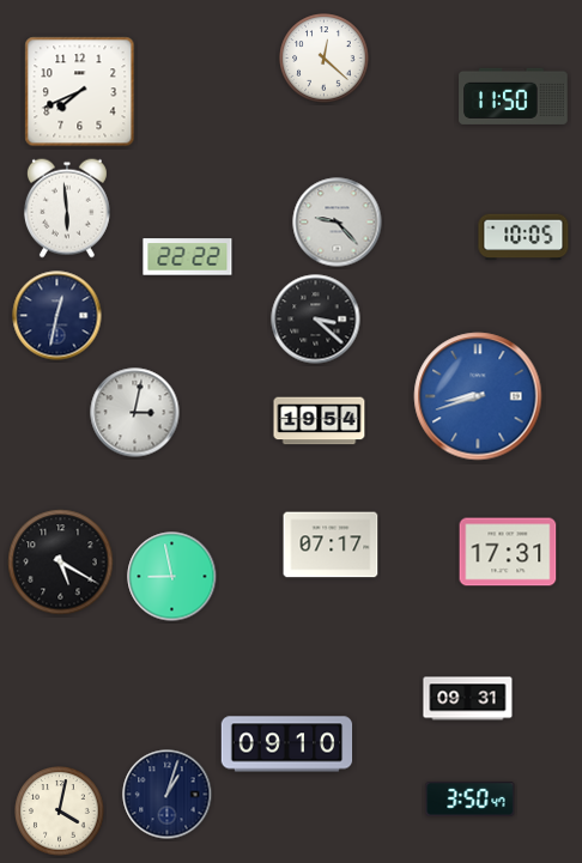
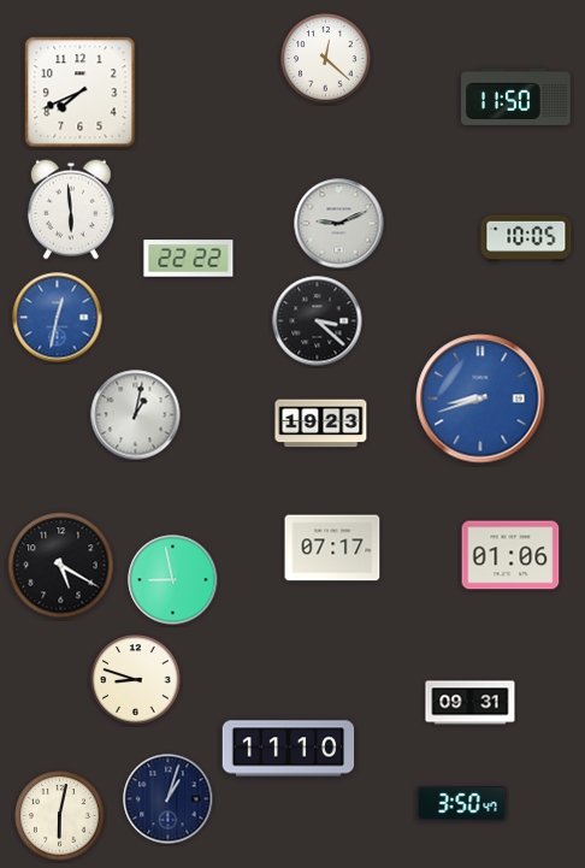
clock at (67, 208) position: (67, 208) -> (71, 209)
clock at (338, 223): 9:23 -> 9:11
clock at (57, 316) dial: navy -> blue
clock at (135, 413): 3:02 -> 1:02
clock at (320, 421): 19:54 -> 19:23
clock at (508, 552): 17:31 -> 01:06
clock at (136, 680): none -> 8:48
clock at (287, 745): 09:10 -> 11:10
clock at (471, 800) position: (471, 800) -> (462, 804)
clock at (60, 812): 4:02 -> 6:02
